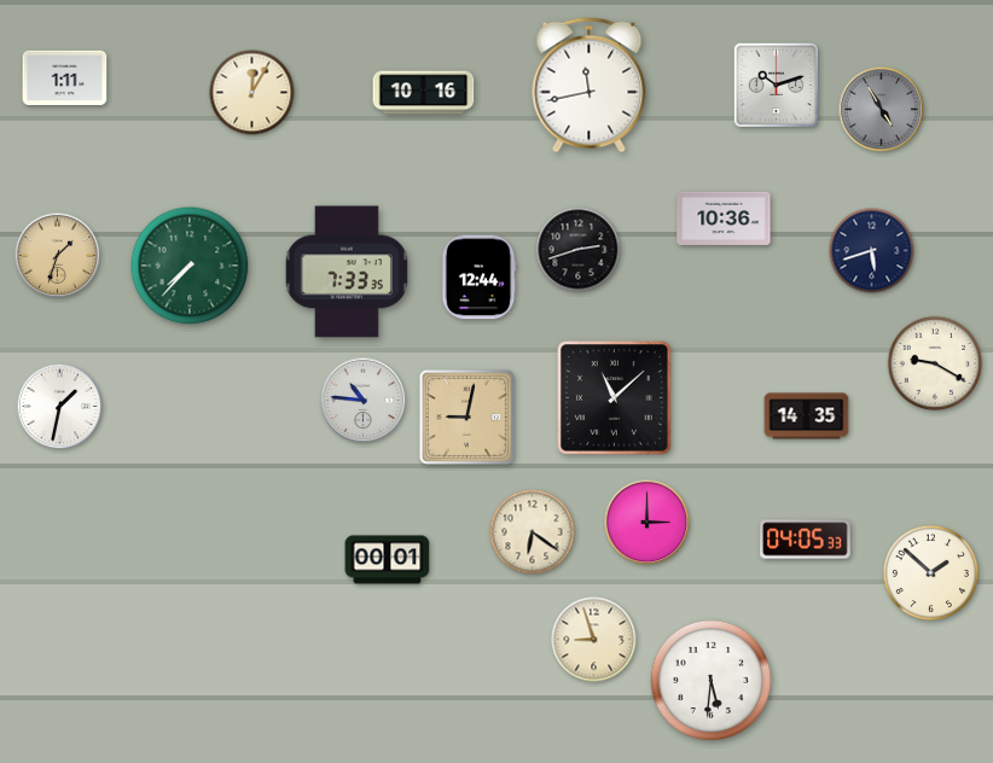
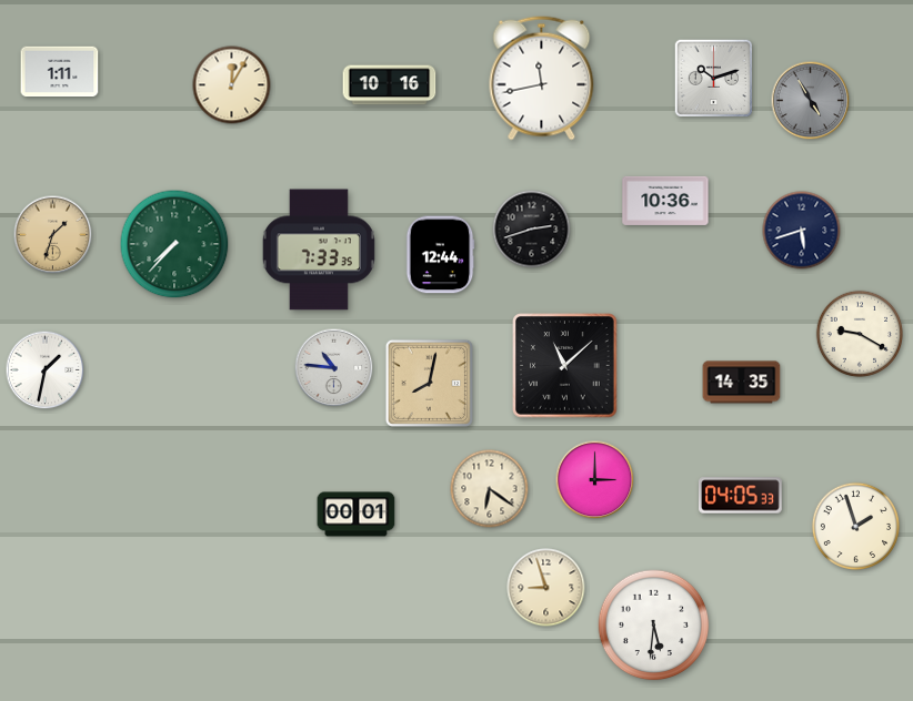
clock at (60, 407) position: (60, 407) -> (46, 370)
clock at (466, 417): 9:02 -> 8:02
clock at (930, 572): 1:52 -> 1:57
